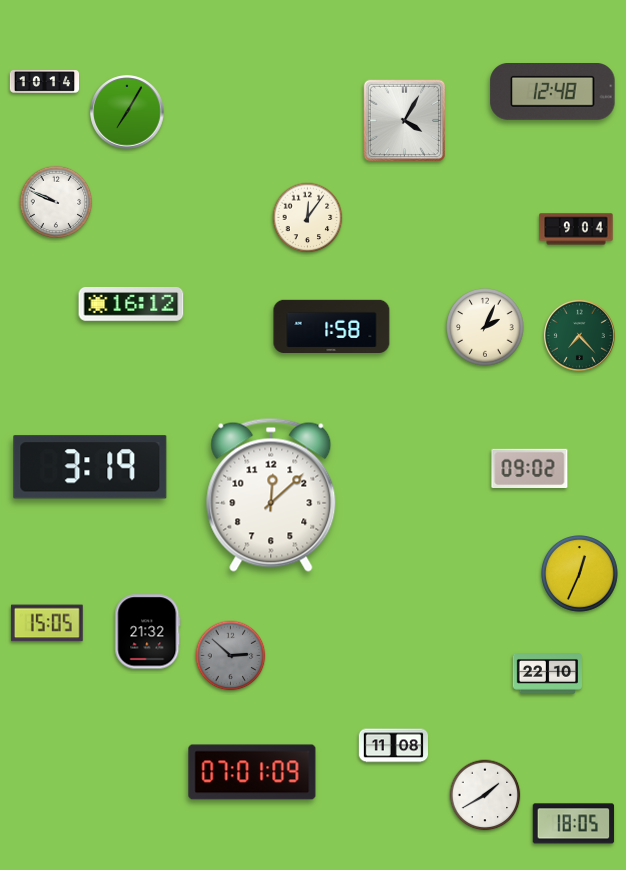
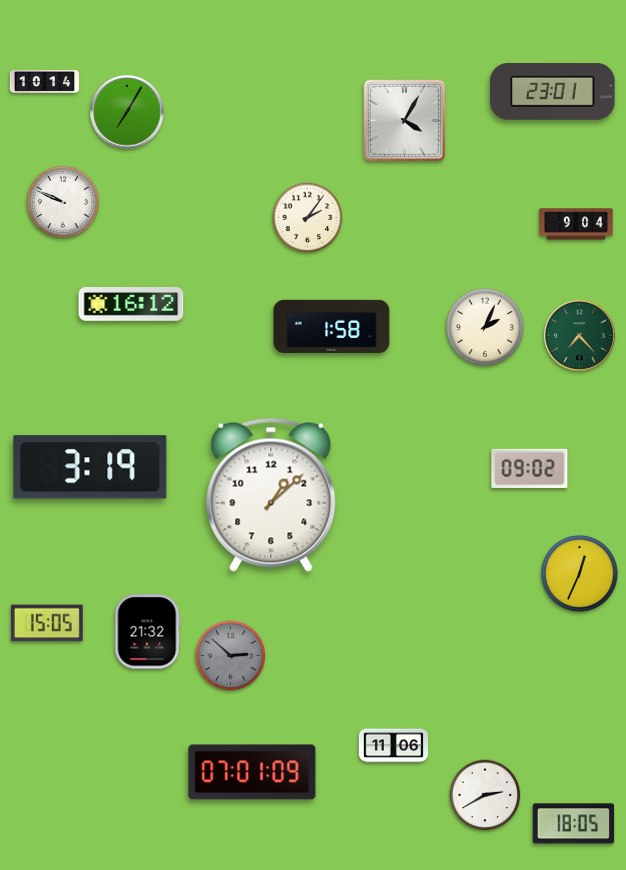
clock at (553, 92): 12:48 -> 23:01
clock at (56, 202) position: (56, 202) -> (63, 202)
clock at (308, 218): 12:06 -> 2:06
clock at (576, 229) position: (576, 229) -> (576, 224)
clock at (271, 495): 12:08 -> 1:08
clock at (547, 674): 22:10 -> none
clock at (393, 746): 11:08 -> 11:06
clock at (485, 795): 1:40 -> 2:40
